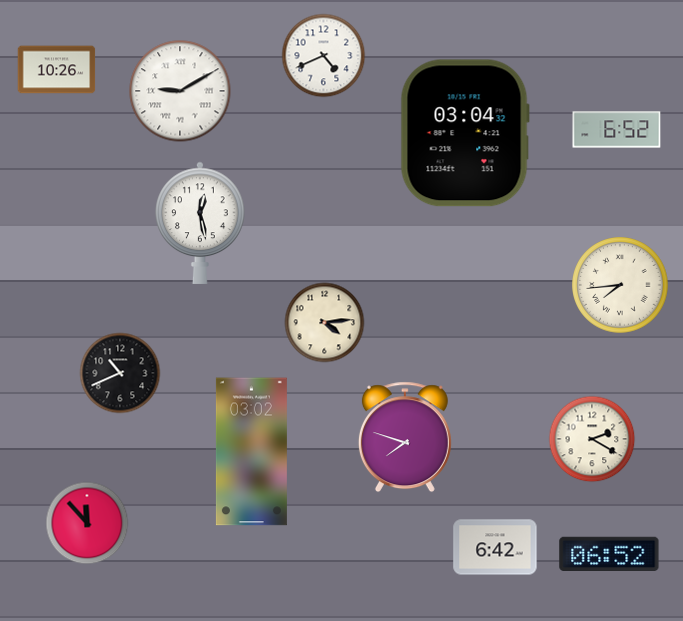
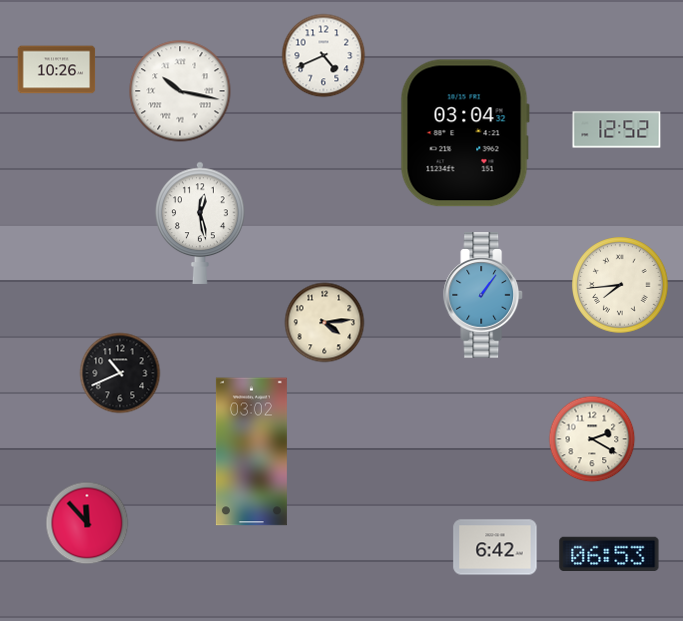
clock at (180, 91): 9:10 -> 10:17
clock at (617, 130): 6:52 -> 12:52
clock at (484, 295): none -> 1:06
clock at (405, 437): 7:48 -> none
clock at (609, 553): 06:52 -> 06:53
